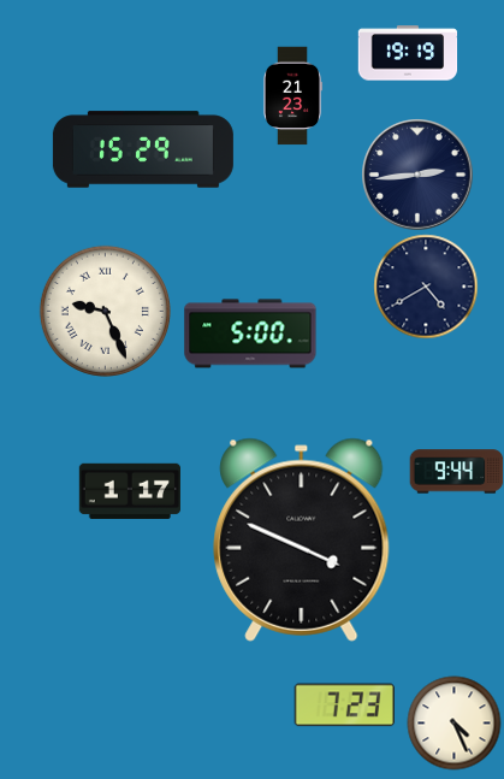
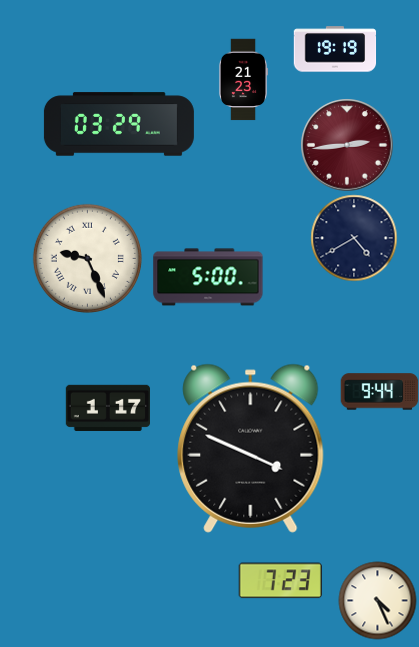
clock at (408, 53) position: (408, 53) -> (335, 49)
clock at (143, 149): 15:29 -> 03:29
clock at (417, 175) dial: navy -> burgundy
clock at (344, 706) position: (344, 706) -> (280, 581)
